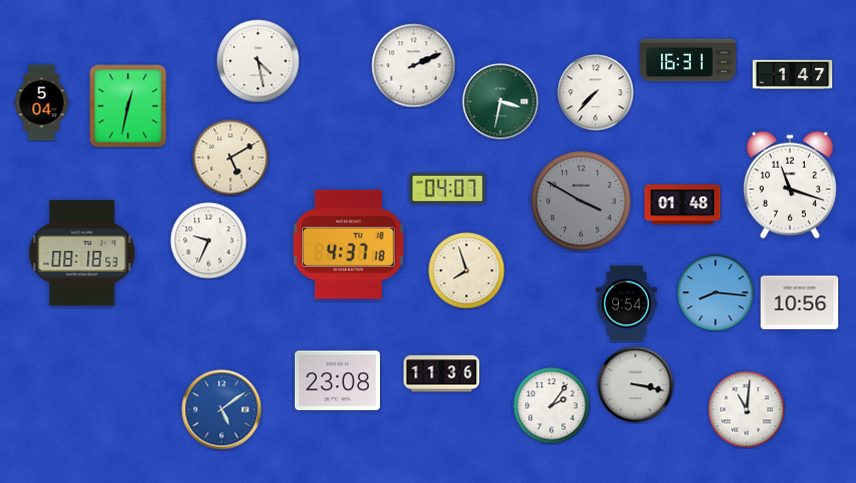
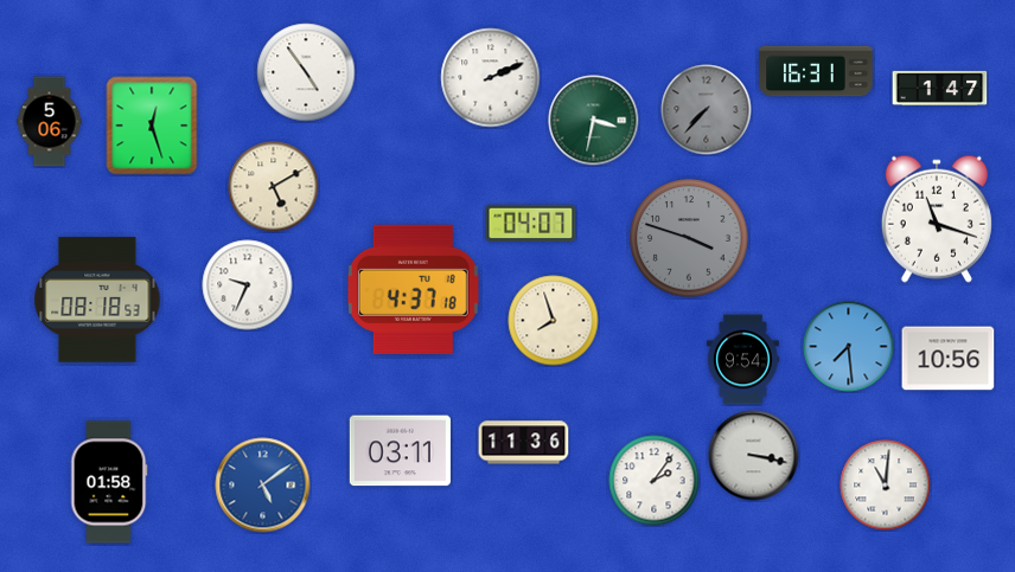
clock at (258, 61): 4:28 -> 4:54
clock at (596, 93) dial: white -> grey
clock at (42, 103): 5:04 -> 5:06
clock at (128, 106): 12:32 -> 12:27
clock at (581, 201): 3:50 -> 3:48
clock at (683, 205): 01:48 -> none
clock at (716, 293): 8:16 -> 7:29
clock at (337, 381): 23:08 -> 03:11
clock at (109, 482): none -> 01:58
